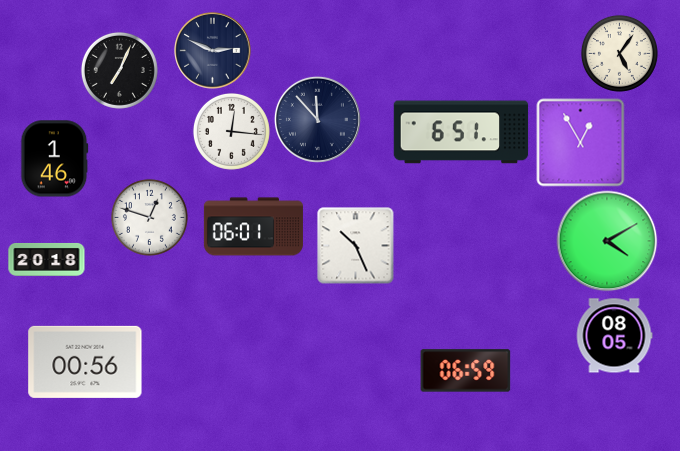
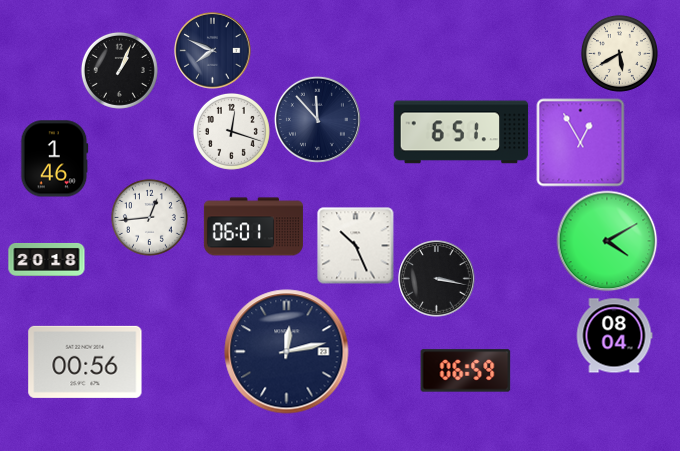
clock at (213, 51): 2:49 -> 7:49
clock at (619, 53): 5:06 -> 5:40
clock at (119, 70): 7:04 -> 1:04
clock at (231, 131): 12:16 -> 12:18
clock at (149, 217): 12:48 -> 12:44
clock at (437, 279): none -> 3:17
clock at (614, 336): 08:05 -> 08:04
clock at (287, 352): none -> 12:13
